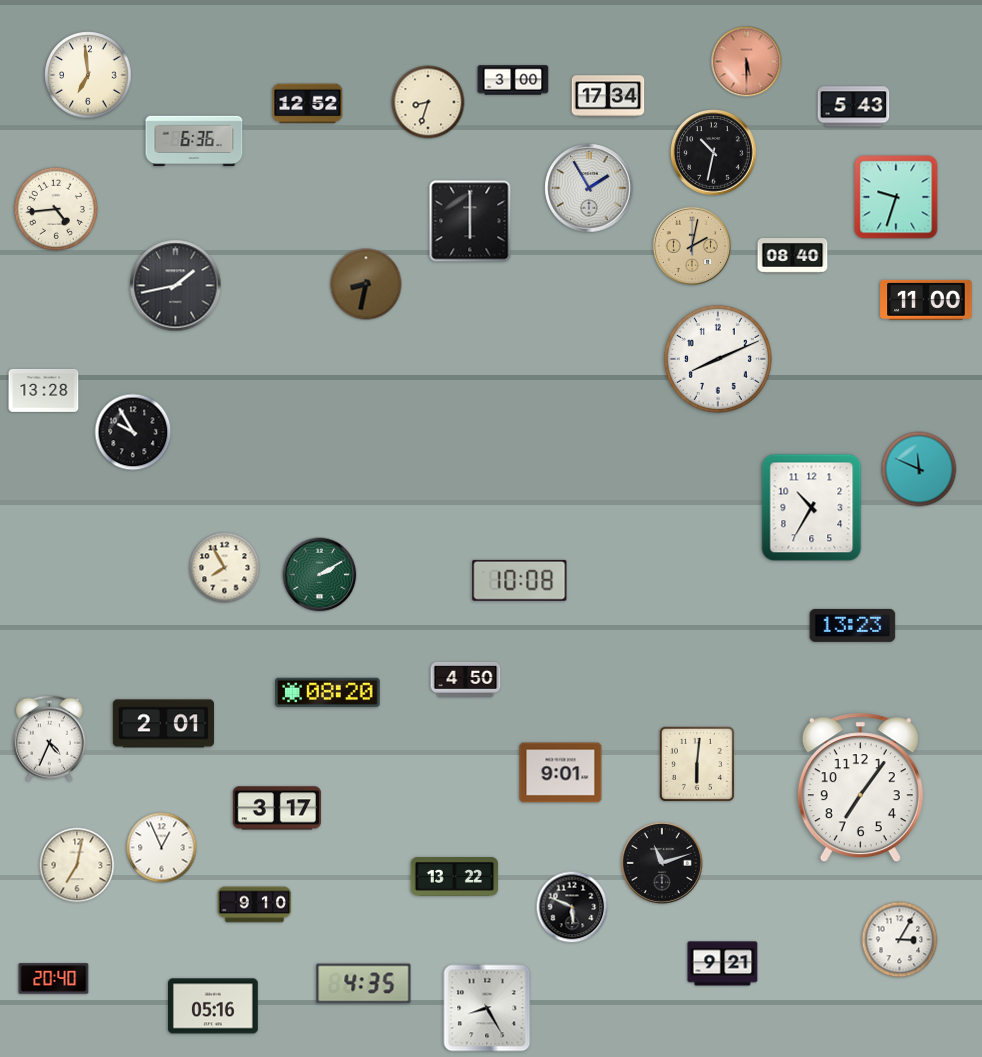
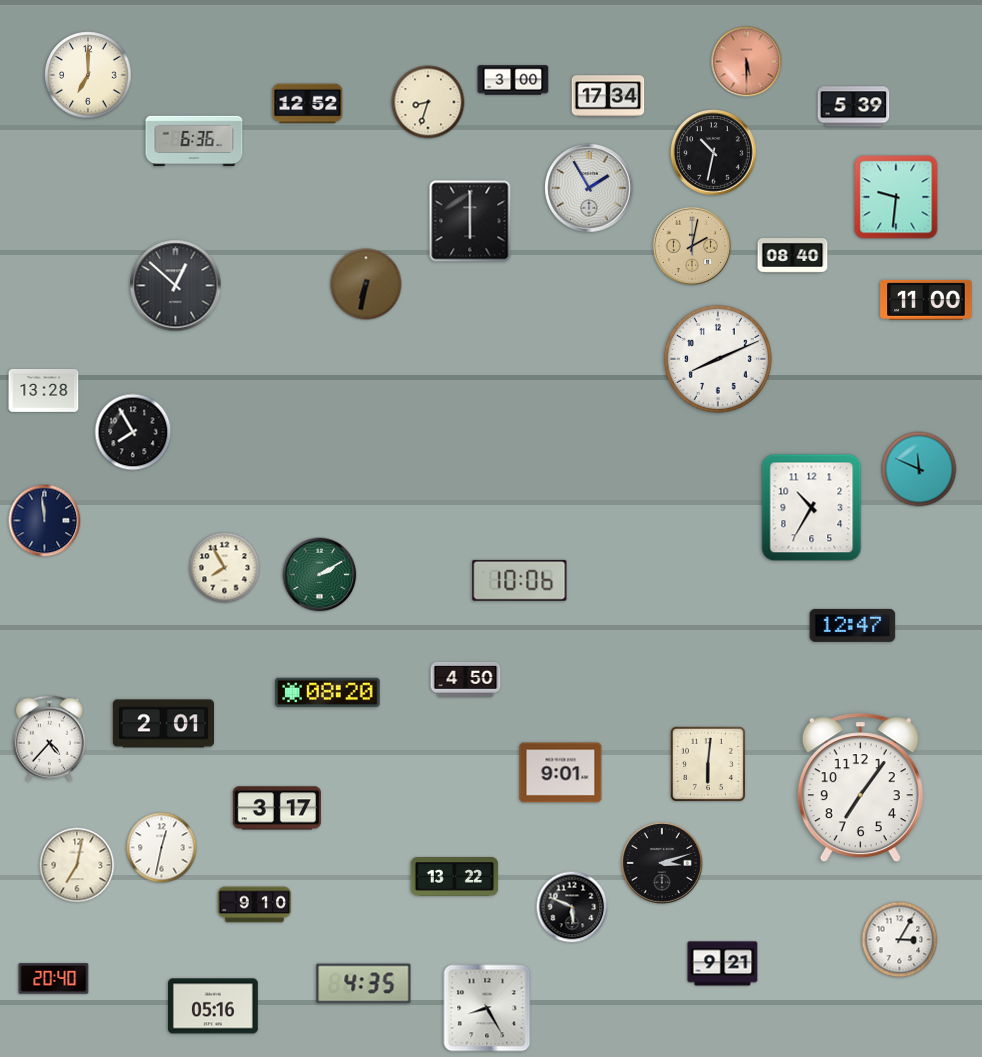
clock at (88, 75): 6:59 -> 7:00
clock at (854, 107): 5:43 -> 5:39
clock at (896, 197): 9:33 -> 9:31
clock at (56, 209): 4:44 -> none
clock at (366, 284): 8:32 -> 6:32
clock at (176, 286): 1:43 -> 12:52
clock at (133, 432): 9:55 -> 7:55
clock at (45, 521): none -> 11:59
clock at (520, 580): 10:08 -> 10:06
clock at (853, 625): 13:23 -> 12:47
clock at (49, 738): 4:34 -> 4:37
clock at (697, 764) position: (697, 764) -> (708, 764)
clock at (162, 848): 12:56 -> 12:32
clock at (662, 863): 11:12 -> 3:12
